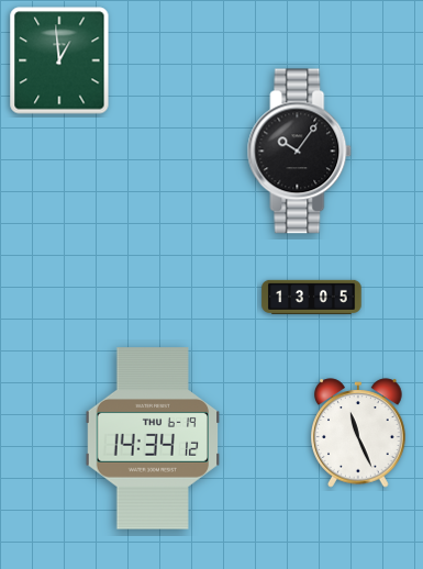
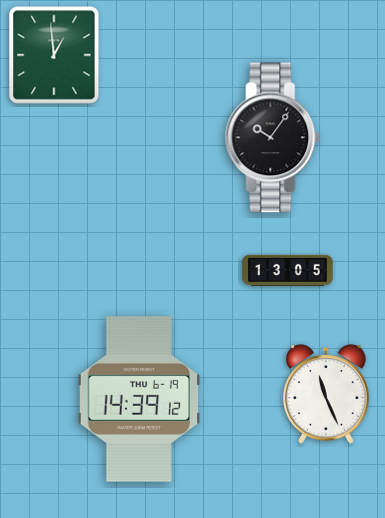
clock at (312, 297) position: (312, 297) -> (288, 270)
clock at (153, 438): 14:34 -> 14:39
